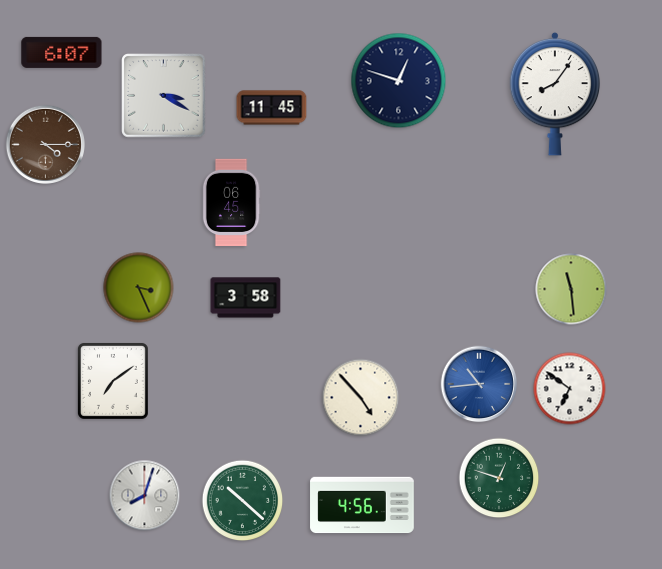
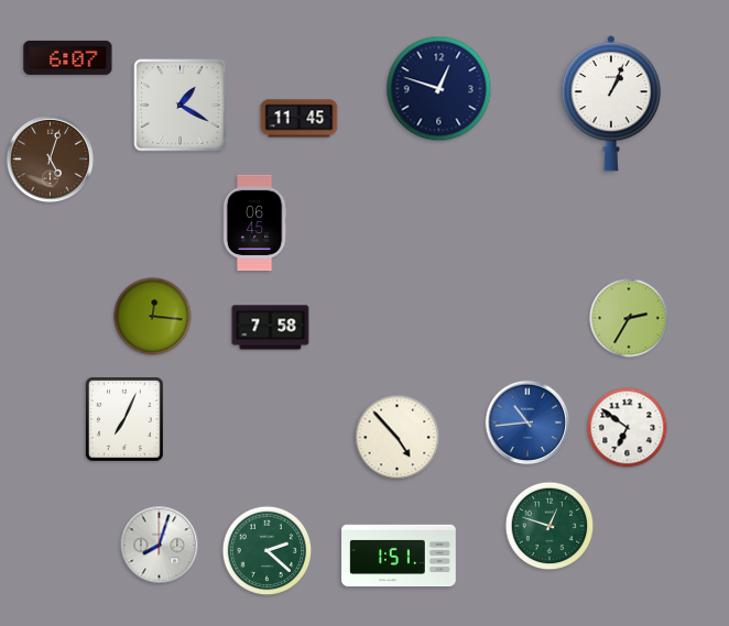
clock at (555, 94): 8:06 -> 1:04
clock at (164, 96): 3:20 -> 1:20
clock at (45, 144): 4:15 -> 5:03
clock at (139, 288): 3:26 -> 12:16
clock at (571, 289): 11:29 -> 2:35
clock at (246, 298): 3:58 -> 7:58
clock at (113, 381): 7:09 -> 7:04
clock at (243, 501): 10:22 -> 2:22
clock at (362, 505): 4:56 -> 1:51
